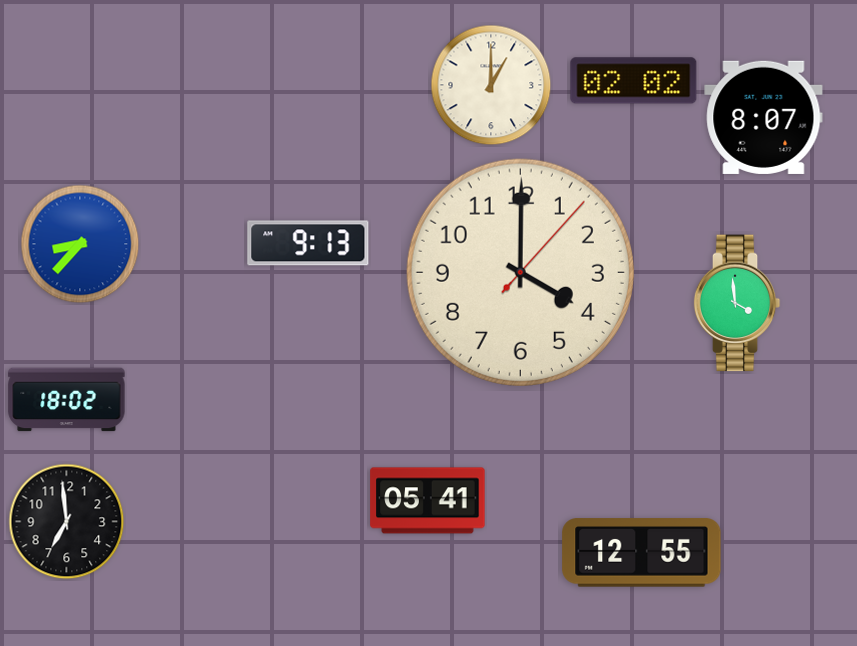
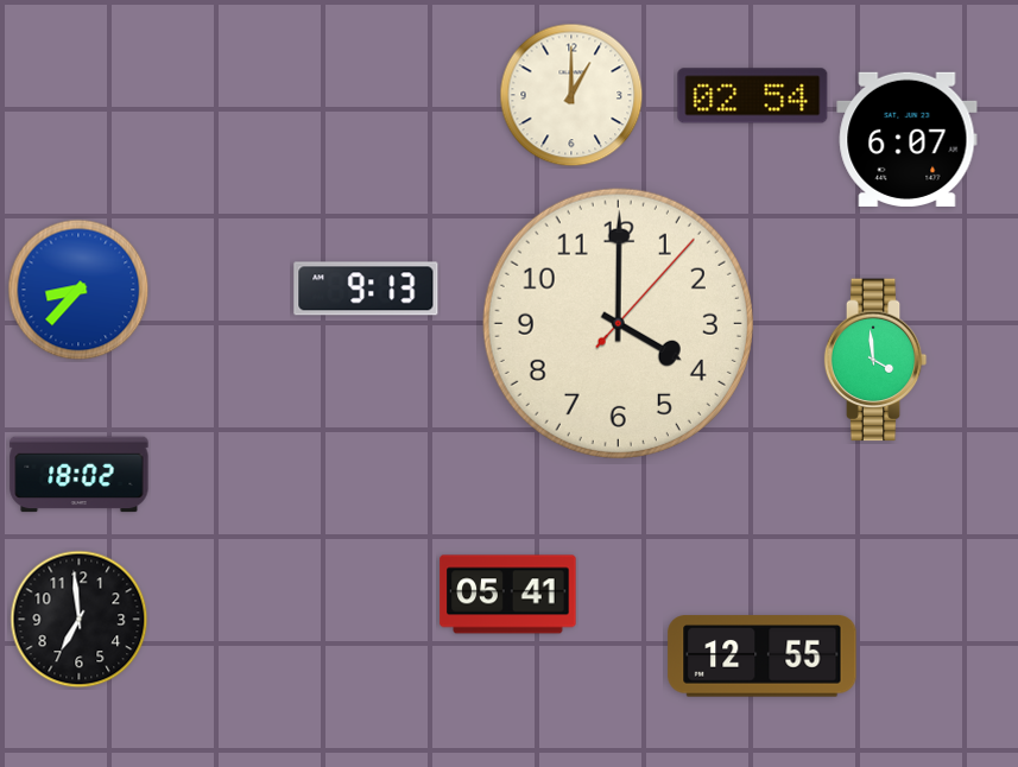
clock at (634, 81): 02:02 -> 02:54
clock at (491, 85) position: (491, 85) -> (571, 95)
clock at (764, 117): 8:07 -> 6:07
clock at (80, 244) position: (80, 244) -> (78, 290)
